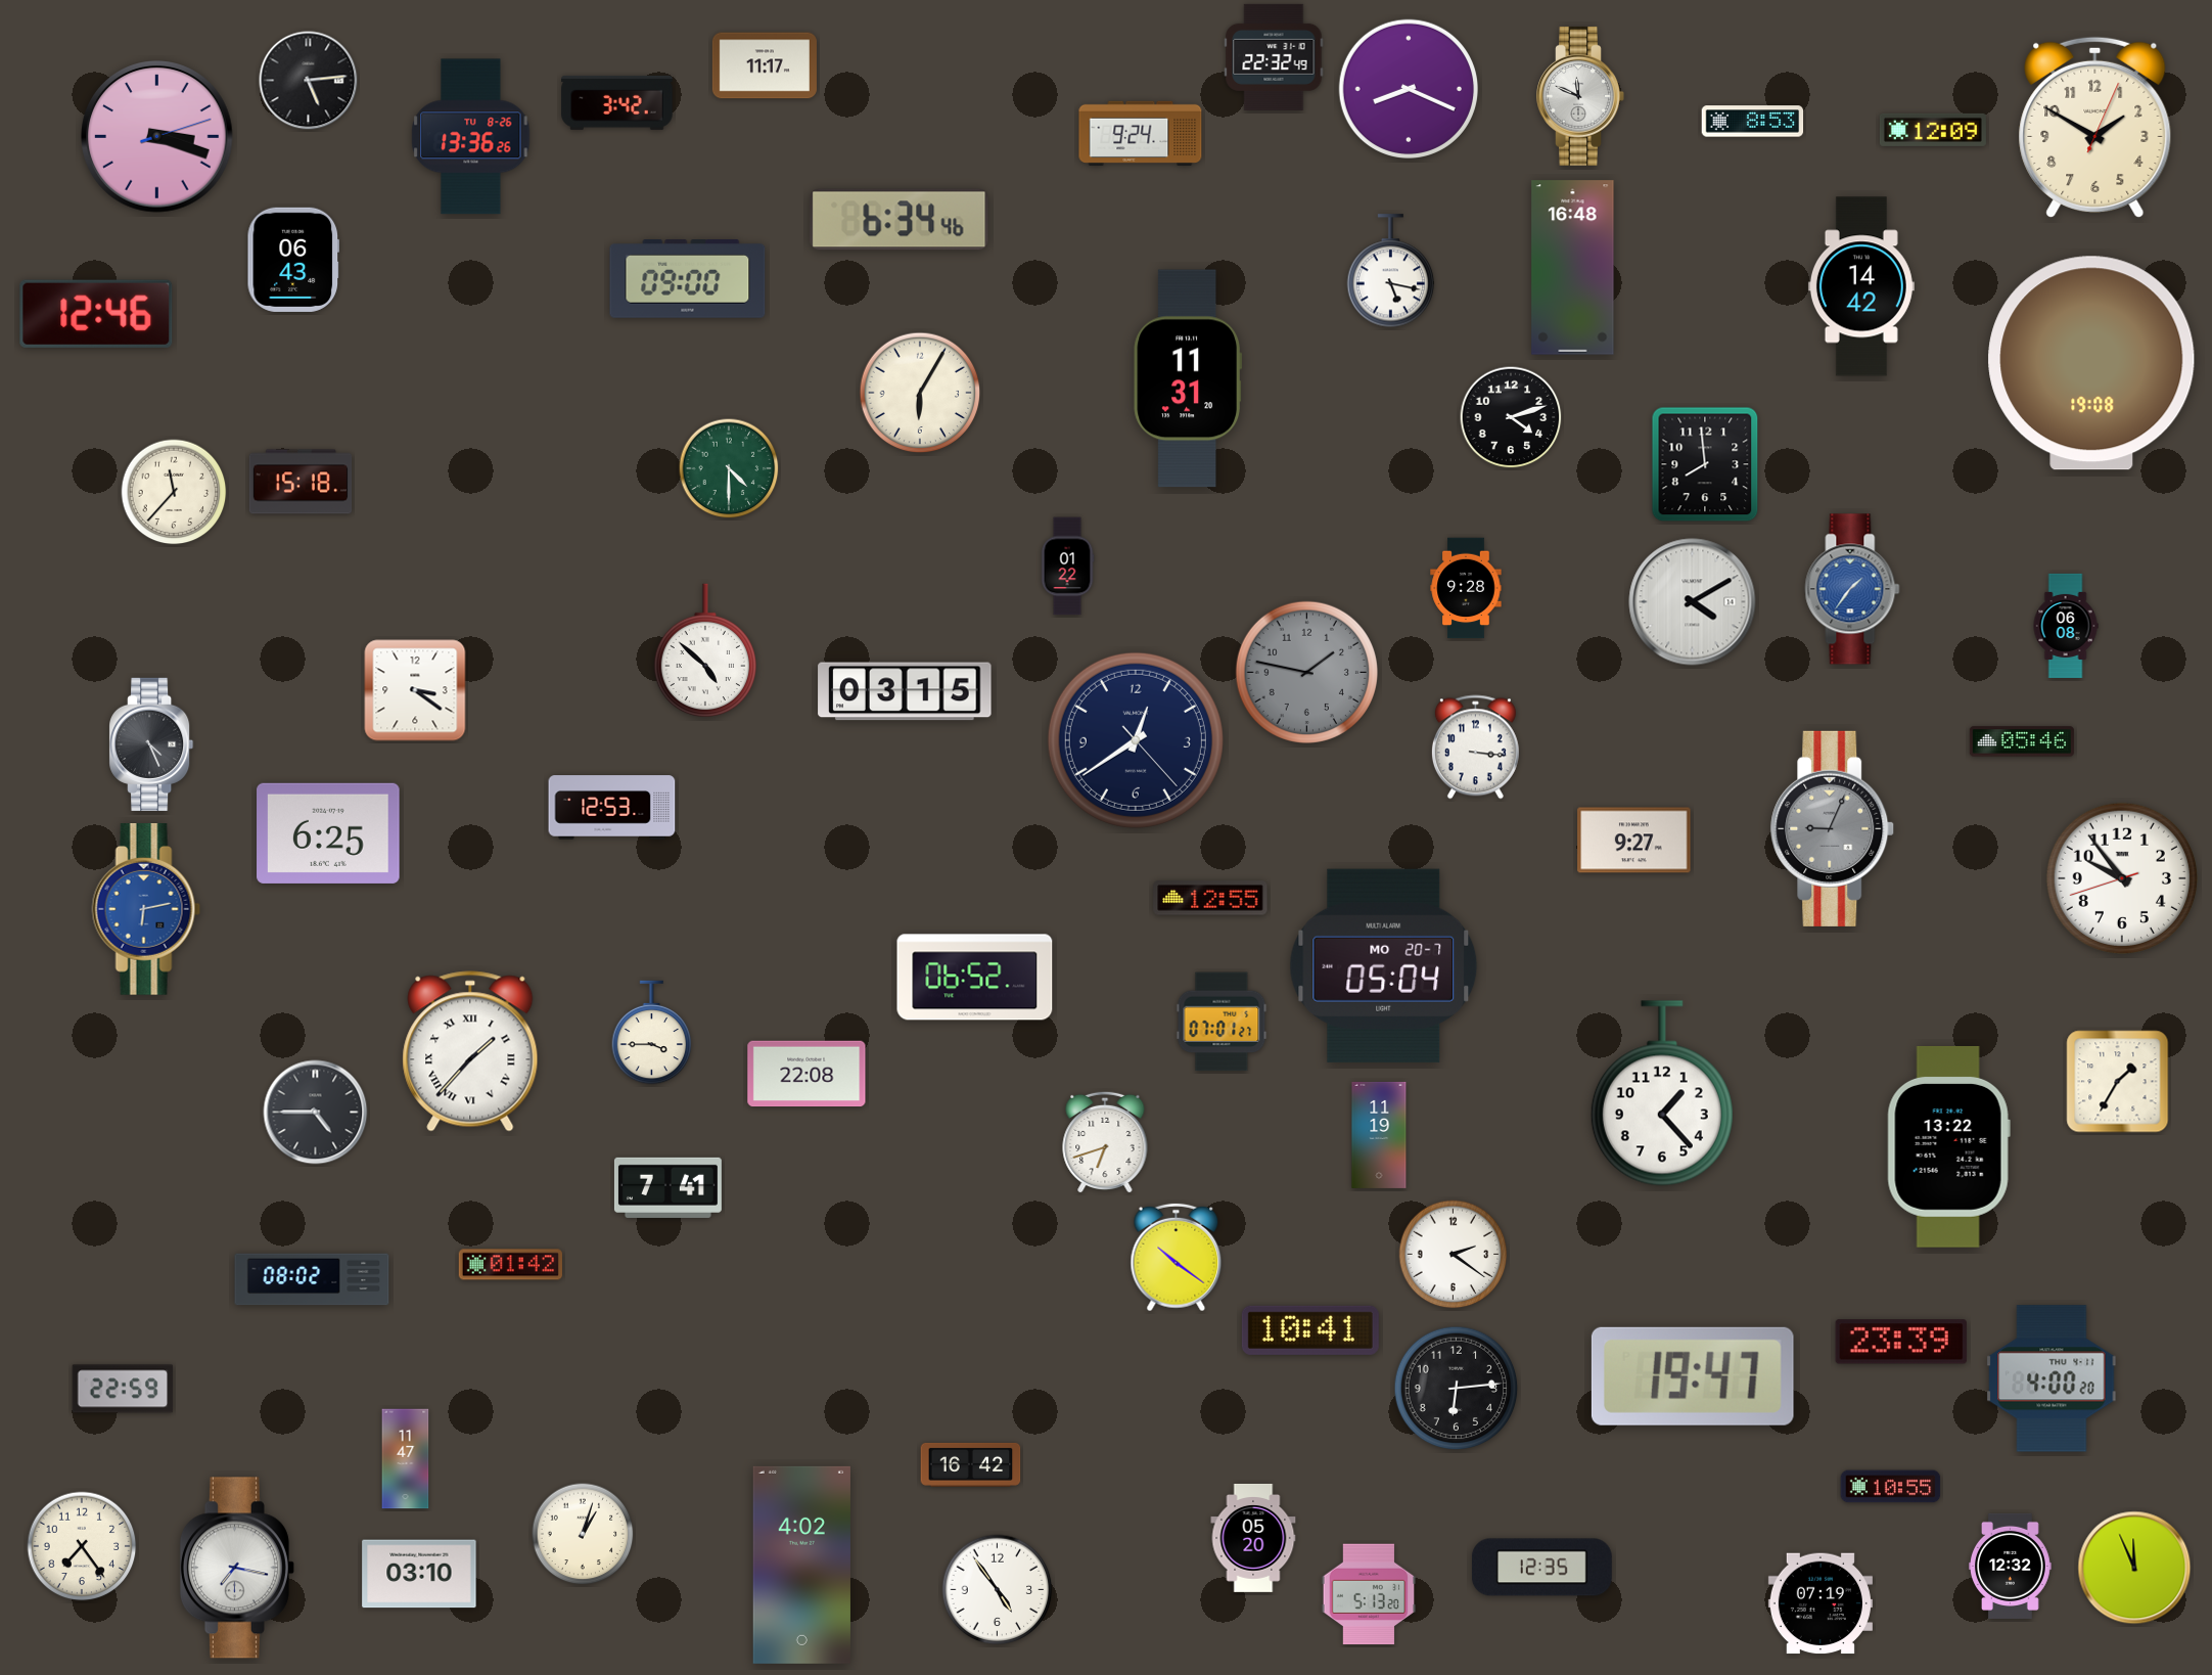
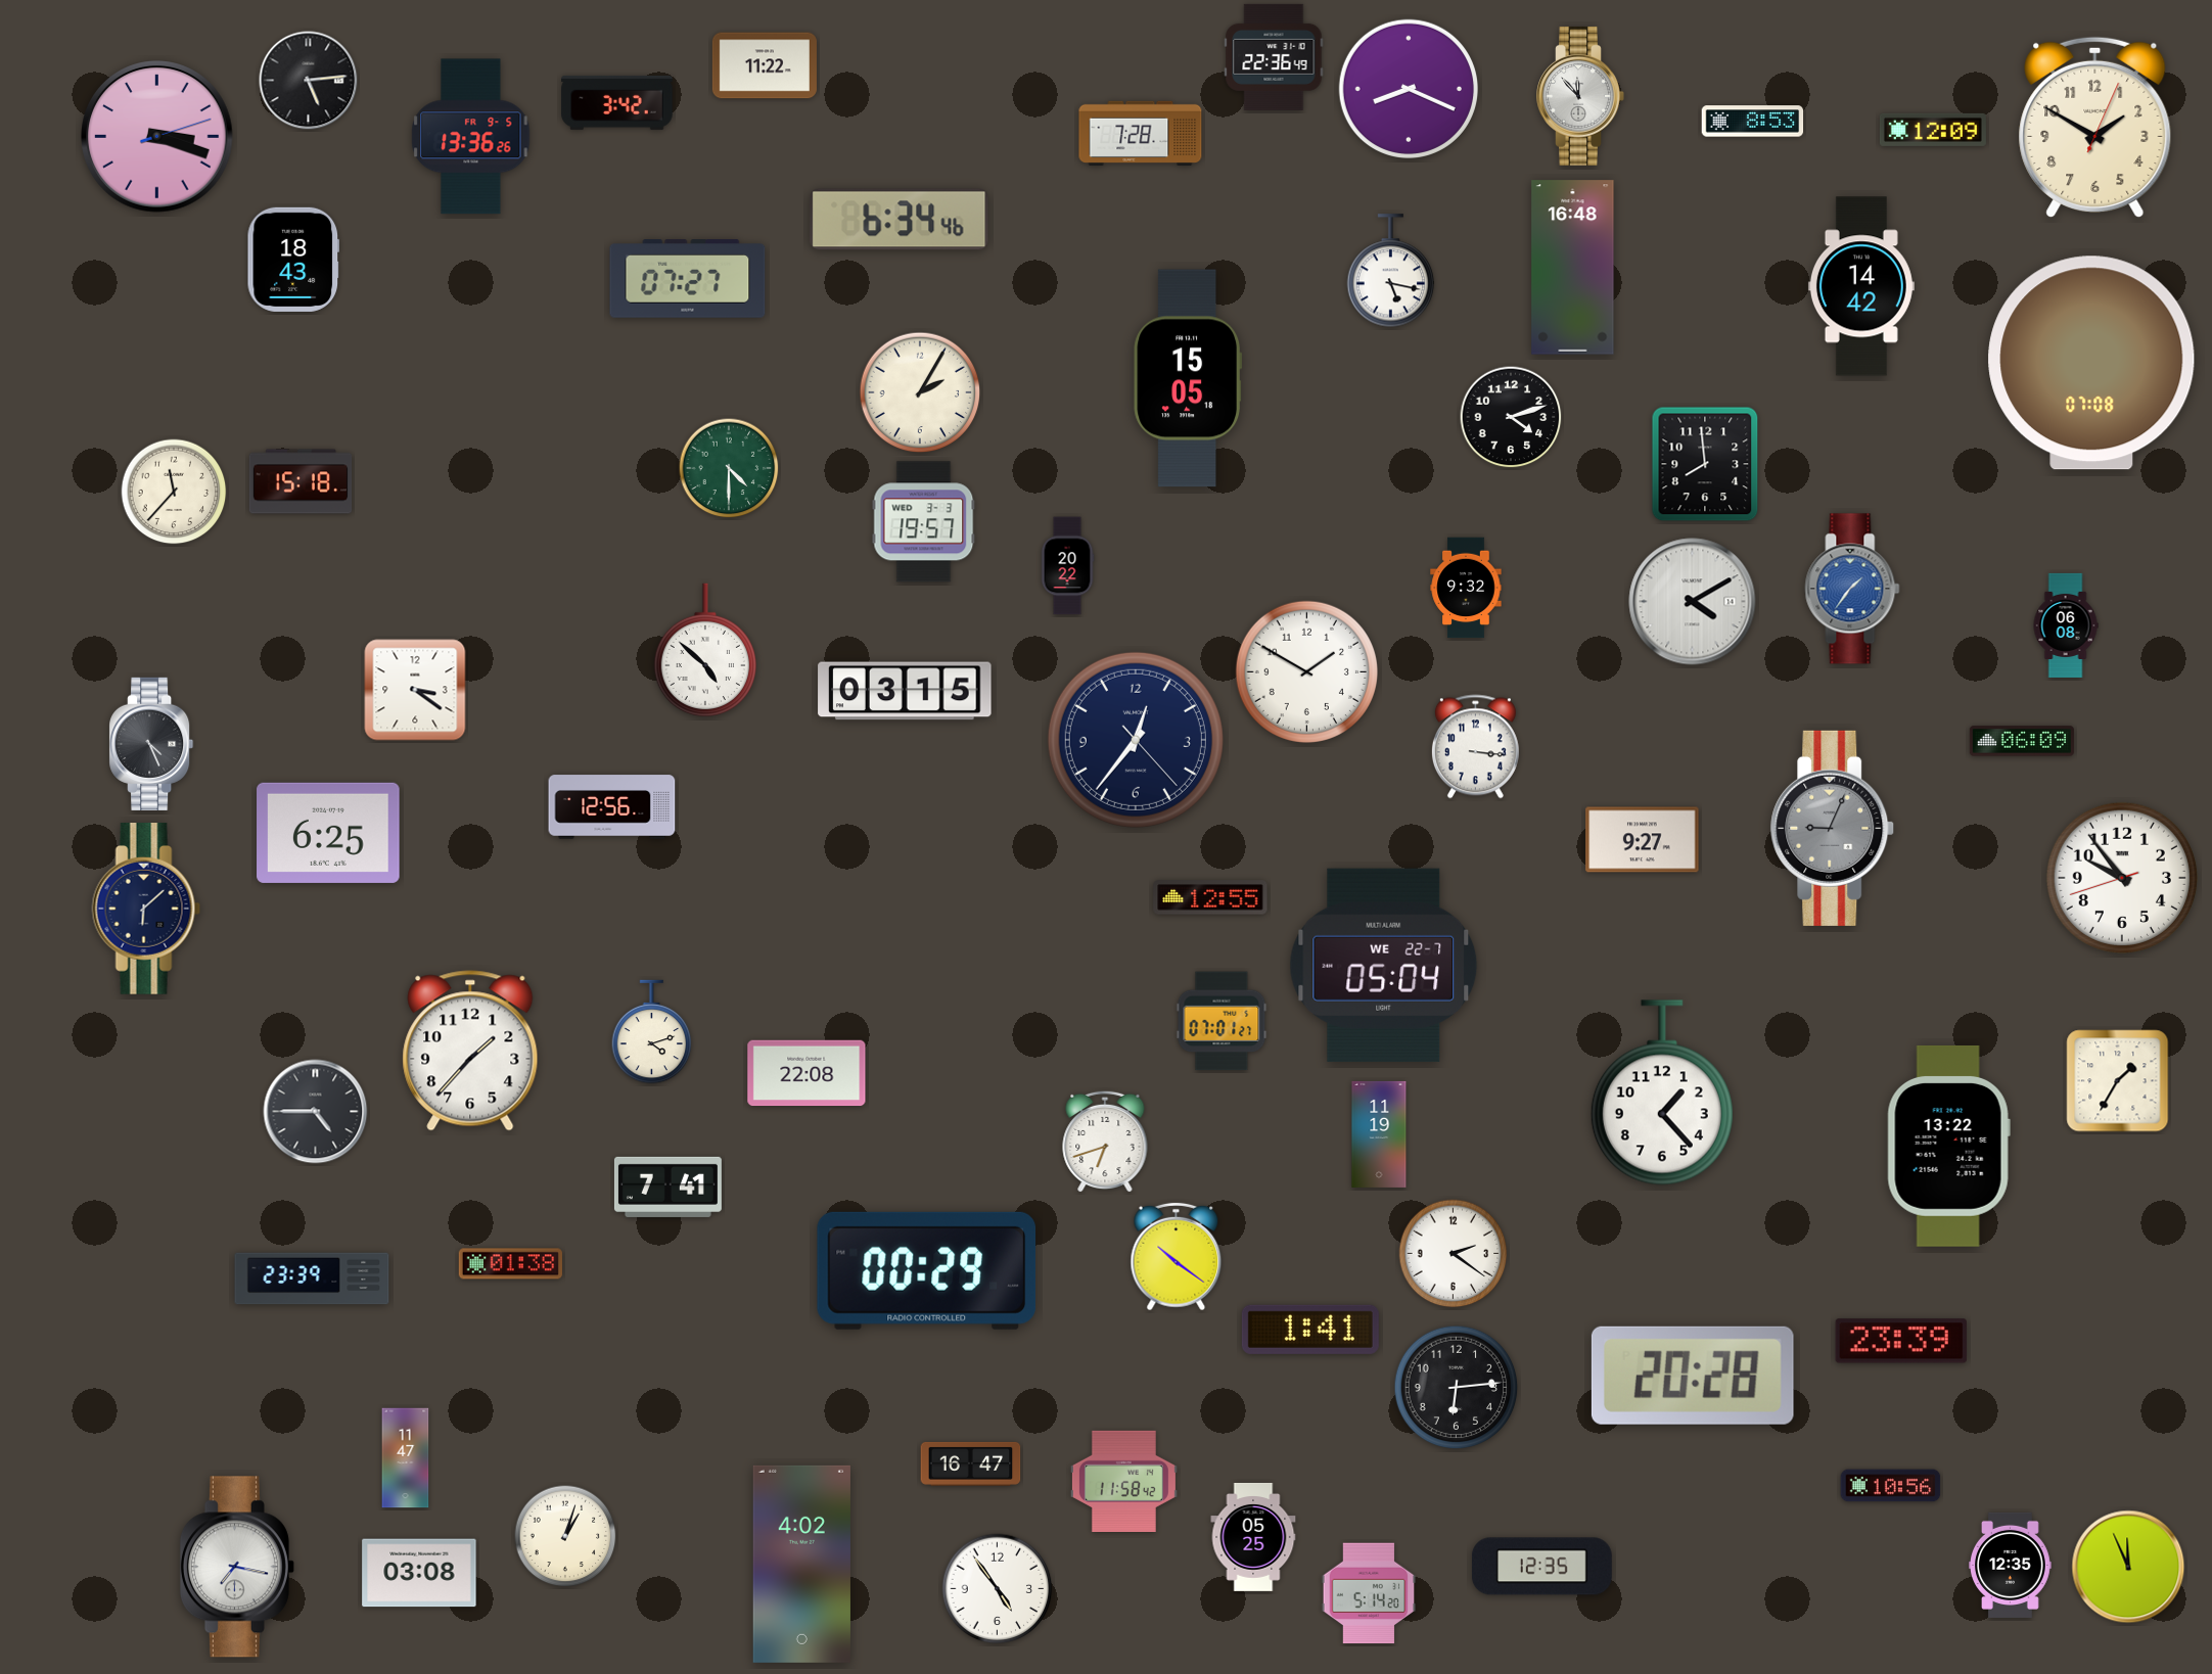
clock at (1274, 57): 22:32 -> 22:36
clock at (765, 65): 11:17 -> 11:22
clock at (1580, 96): 11:49 -> 11:53
clock at (1141, 133): 9:24 -> 7:28
clock at (471, 137) date: TU 8-26 -> FR 9-5
clock at (292, 260): 06:43 -> 18:43
clock at (688, 279): 09:00 -> 07:27
clock at (96, 314): 12:46 -> none
clock at (2091, 363): 19:08 -> 07:08
clock at (1187, 378): 11:31 -> 15:05
clock at (920, 393): 6:05 -> 2:05
clock at (924, 522): none -> 19:57
clock at (1067, 567): 01:22 -> 20:22
clock at (1466, 588): 9:28 -> 9:32
clock at (1306, 672): 1:47 -> 1:50
clock at (1306, 672) dial: grey -> white
clock at (1136, 740): 12:39 -> 12:36
clock at (2022, 741): 05:46 -> 06:09
clock at (612, 808): 12:53 -> 12:56
clock at (1634, 841) position: (1634, 841) -> (1643, 840)
clock at (146, 910): 6:13 -> 6:08
clock at (146, 910) dial: blue -> navy
clock at (1384, 965) date: MO 20-7 -> WE 22-7
clock at (975, 978): 06:52 -> none
clock at (652, 1033): 3:45 -> 4:12
clock at (470, 1051) numerals: Roman -> Arabic
clock at (510, 1265): 01:42 -> 01:38
clock at (927, 1270): none -> 00:29
clock at (312, 1279): 08:02 -> 23:39
clock at (1310, 1330): 10:41 -> 1:41
clock at (1693, 1376): 19:47 -> 20:28
clock at (2052, 1378): 4:00 -> none
clock at (123, 1389): 22:59 -> none
clock at (971, 1464): 16:42 -> 16:47
clock at (1123, 1481): none -> 11:58
clock at (1891, 1487): 10:55 -> 10:56
clock at (583, 1534) position: (583, 1534) -> (565, 1536)
clock at (1253, 1538): 05:20 -> 05:25
clock at (82, 1546): 7:24 -> none
clock at (2011, 1566): 12:32 -> 12:35
clock at (2134, 1568) position: (2134, 1568) -> (2128, 1567)
clock at (419, 1574): 03:10 -> 03:08
clock at (1369, 1594): 5:13 -> 5:14
clock at (1821, 1603): 07:19 -> none
